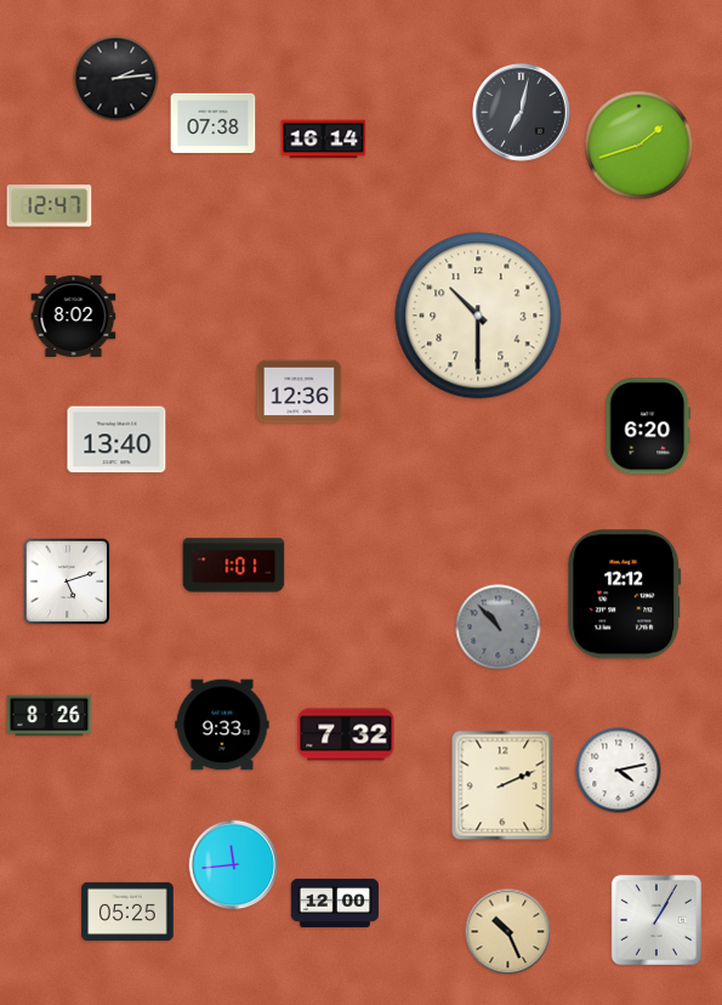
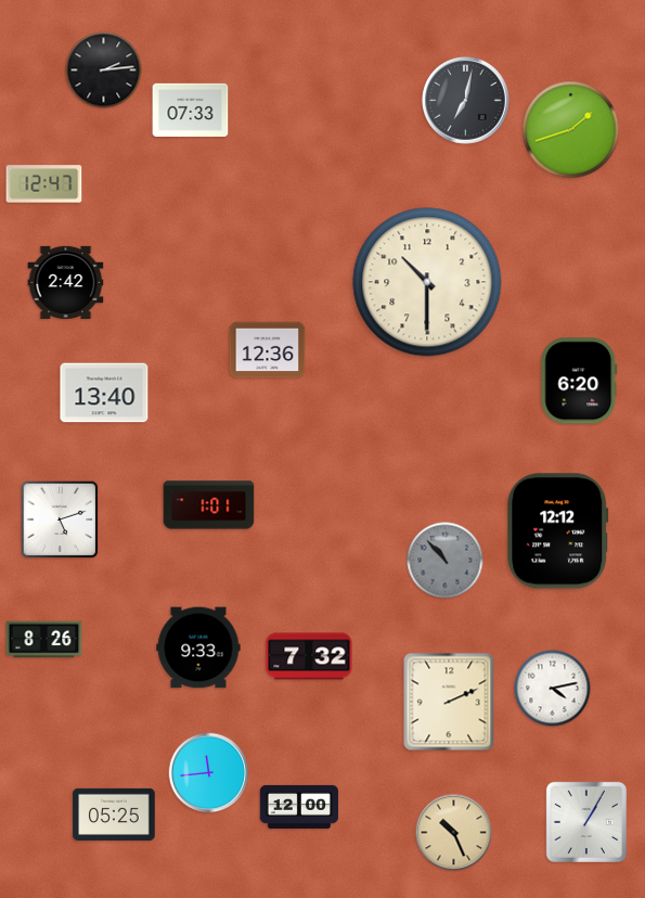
clock at (214, 123): 07:38 -> 07:33
clock at (324, 140): 16:14 -> none
clock at (74, 316): 8:02 -> 2:42
